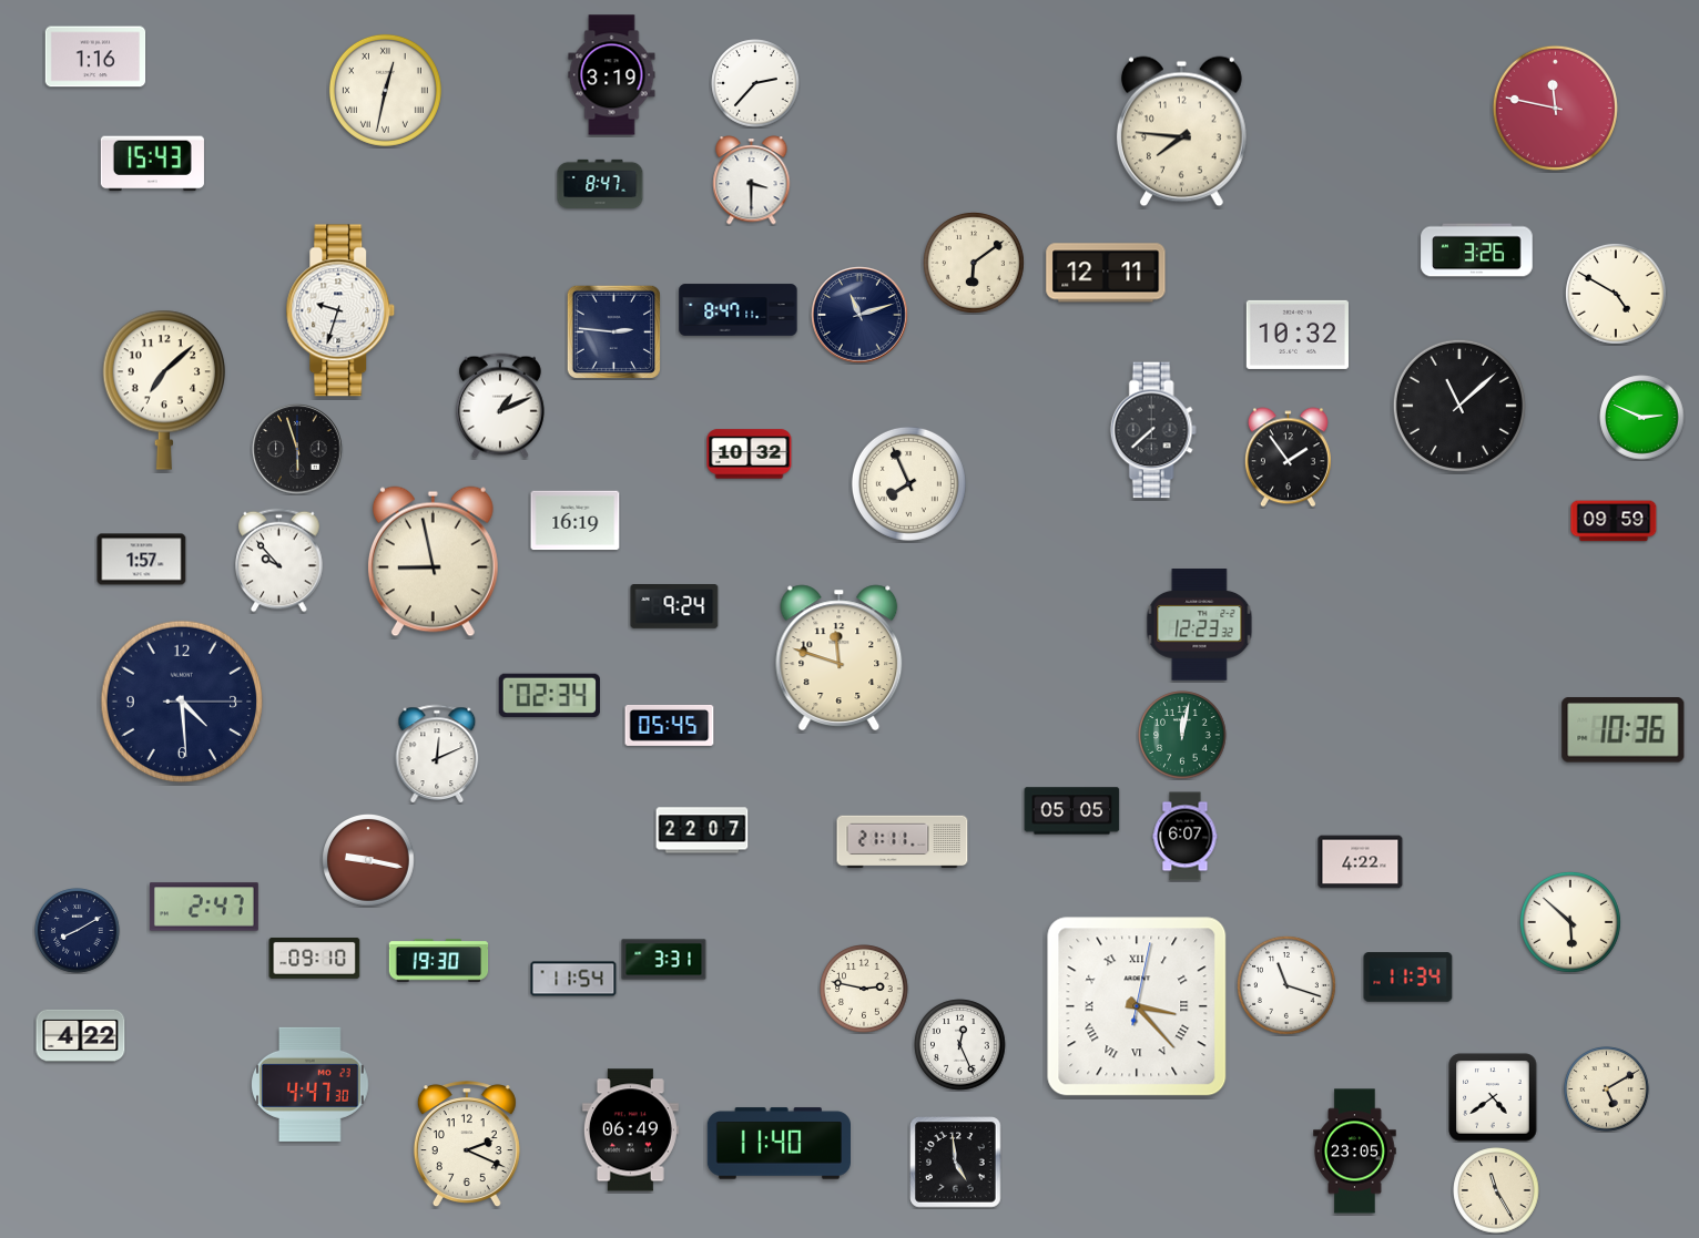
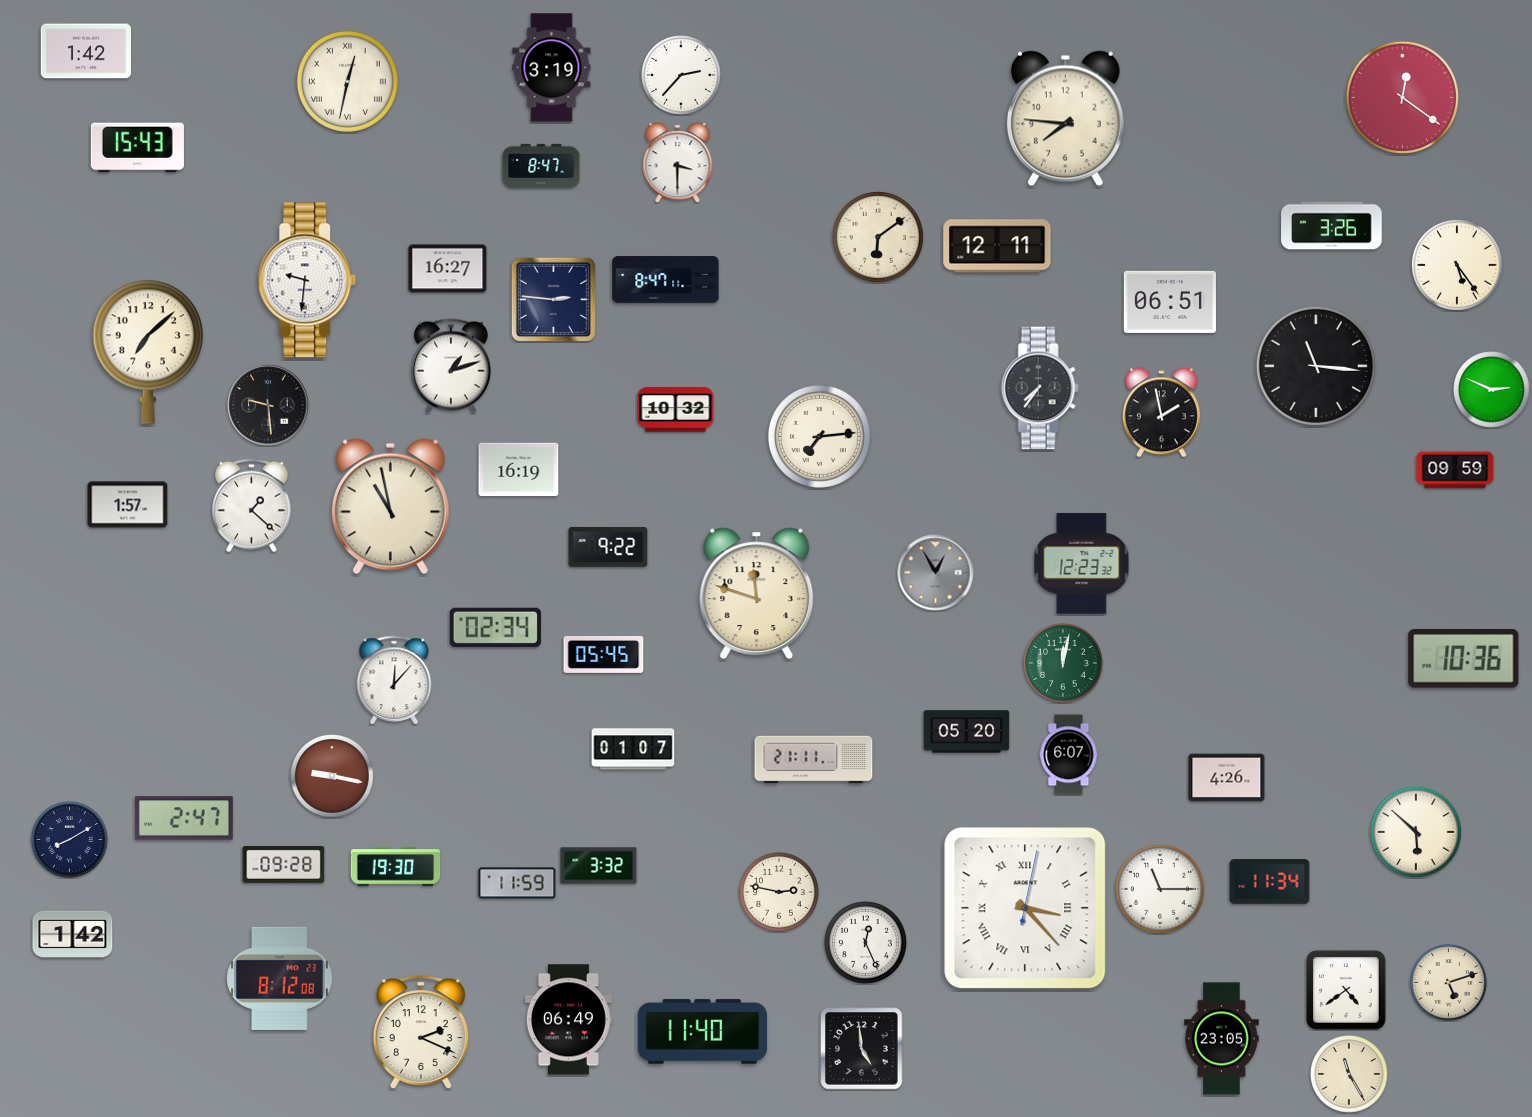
clock at (95, 57): 1:16 -> 1:42
clock at (1555, 108): 11:47 -> 12:21
clock at (1616, 294): 4:50 -> 5:24
clock at (448, 269): none -> 16:27
clock at (340, 310): 9:33 -> 9:31
clock at (859, 315): 11:12 -> none
clock at (1298, 335): 10:32 -> 06:51
clock at (500, 406): 1:11 -> 1:12
clock at (1459, 406): 11:08 -> 11:16
clock at (1642, 418) position: (1642, 418) -> (1492, 390)
clock at (1153, 430): 7:38 -> 7:36
clock at (297, 449): 5:57 -> 9:29
clock at (1288, 458): 1:54 -> 1:58
clock at (908, 483): 7:56 -> 7:14
clock at (279, 561): 9:53 -> 1:22
clock at (433, 562): 8:58 -> 10:58
clock at (674, 607): 9:24 -> 9:22
clock at (936, 573): none -> 12:55
clock at (182, 702): 4:29 -> none
clock at (1182, 735) position: (1182, 735) -> (1063, 663)
clock at (437, 754): 12:11 -> 12:07
clock at (1072, 811): 05:05 -> 05:20
clock at (702, 830): 22:07 -> 01:07
clock at (1361, 862): 4:22 -> 4:26
clock at (315, 958): 09:10 -> 09:28
clock at (664, 960): 3:31 -> 3:32
clock at (573, 979): 11:54 -> 11:59
clock at (1288, 986): 11:18 -> 11:15
clock at (81, 1035): 4:22 -> 1:42
clock at (311, 1084): 4:47 -> 8:12
clock at (1607, 1089): 5:10 -> 5:12
